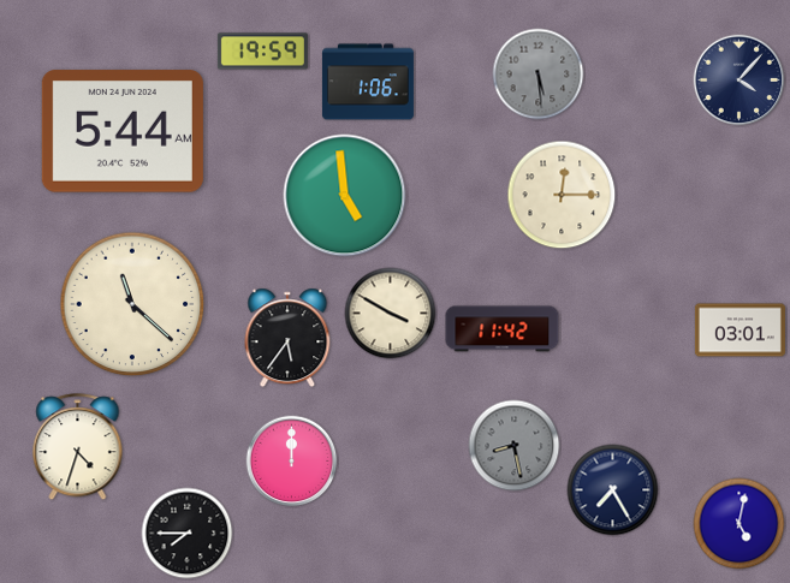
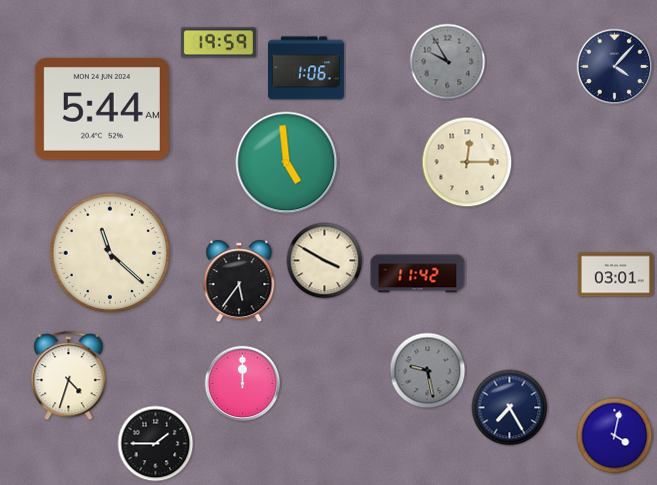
clock at (539, 75): 5:29 -> 9:55
clock at (515, 446): 8:28 -> 9:28
clock at (78, 447) position: (78, 447) -> (69, 376)
clock at (739, 524): 5:02 -> 4:02
clock at (188, 534): 7:45 -> 1:45
